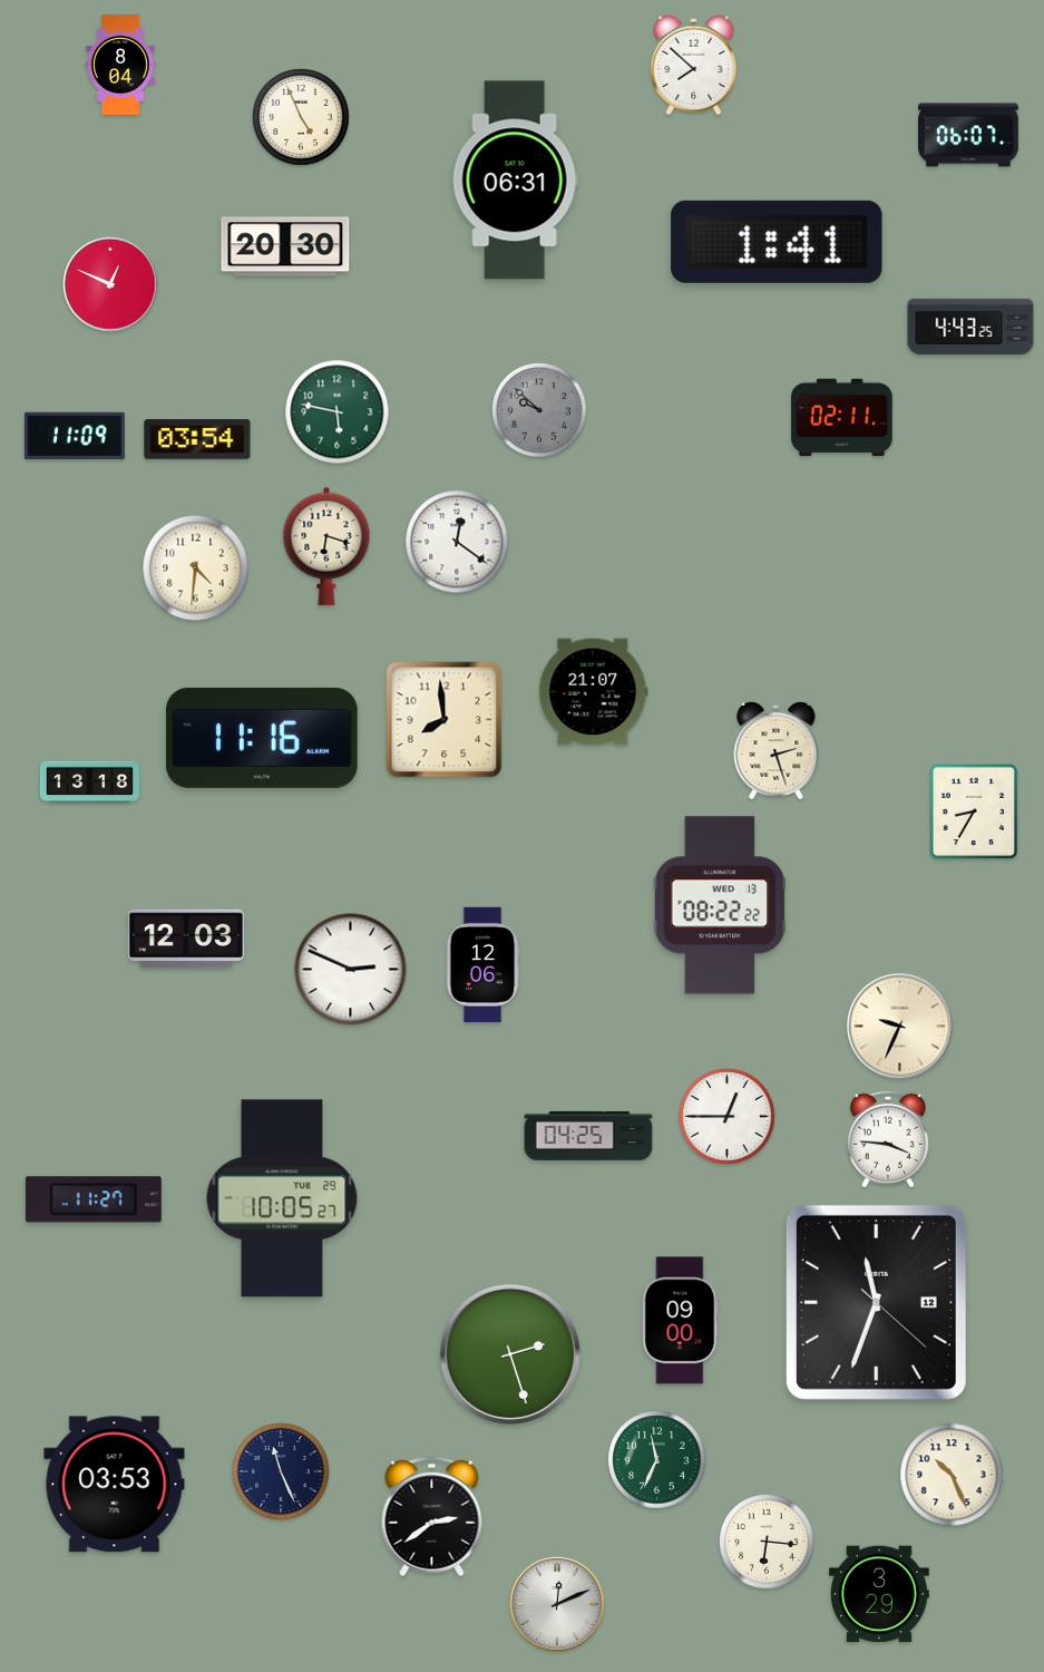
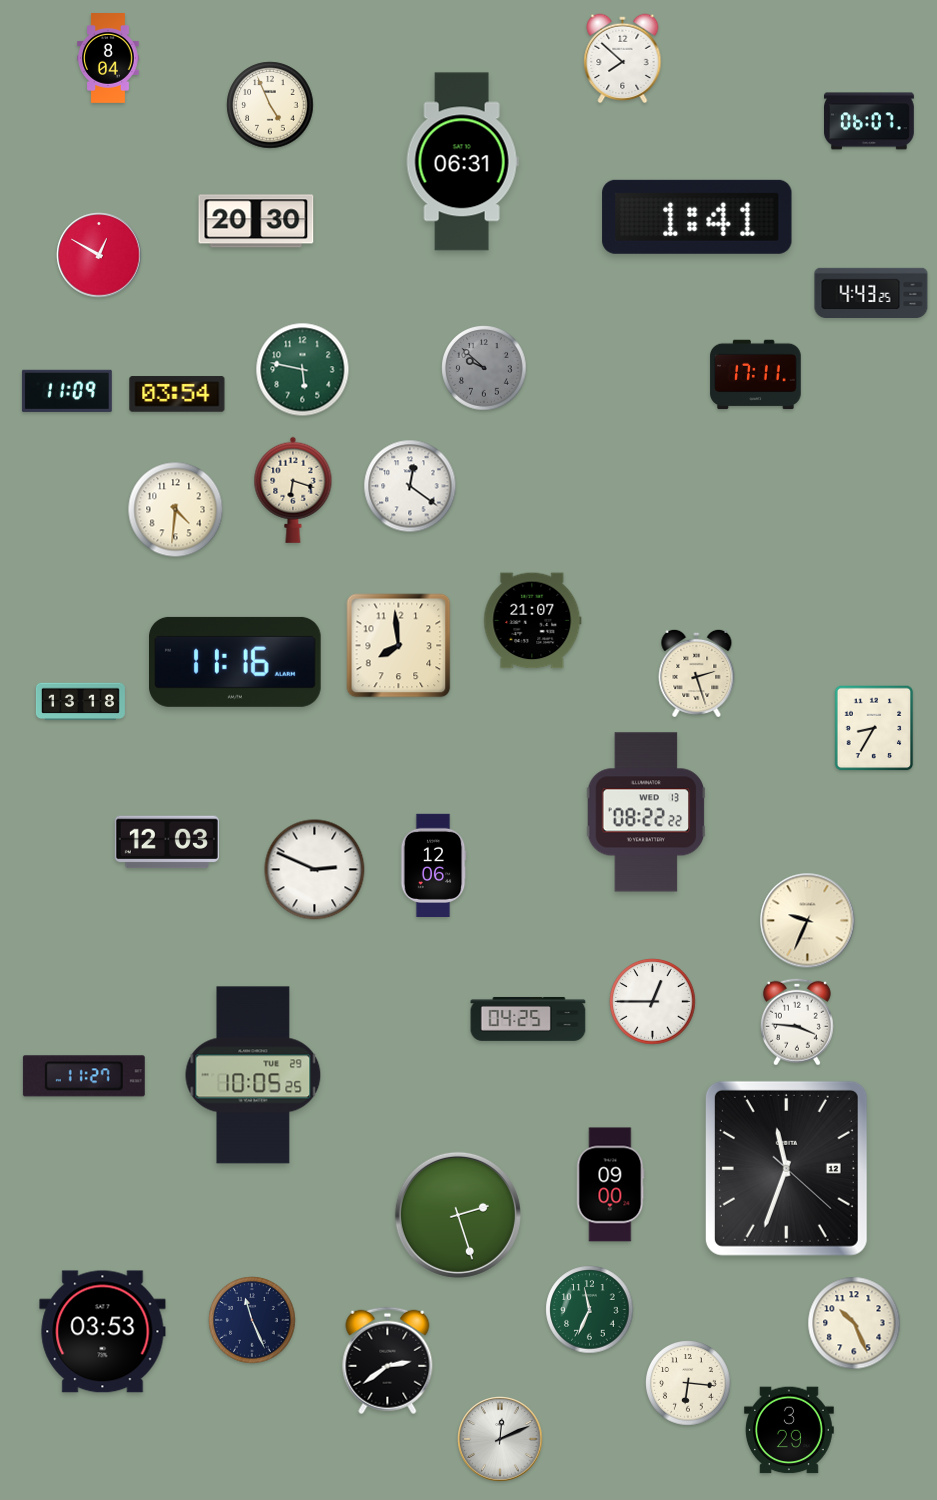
clock at (110, 284): 12:49 -> 12:50
clock at (842, 418): 02:11 -> 17:11
clock at (282, 1198): 10:05:27 -> 10:05:25
